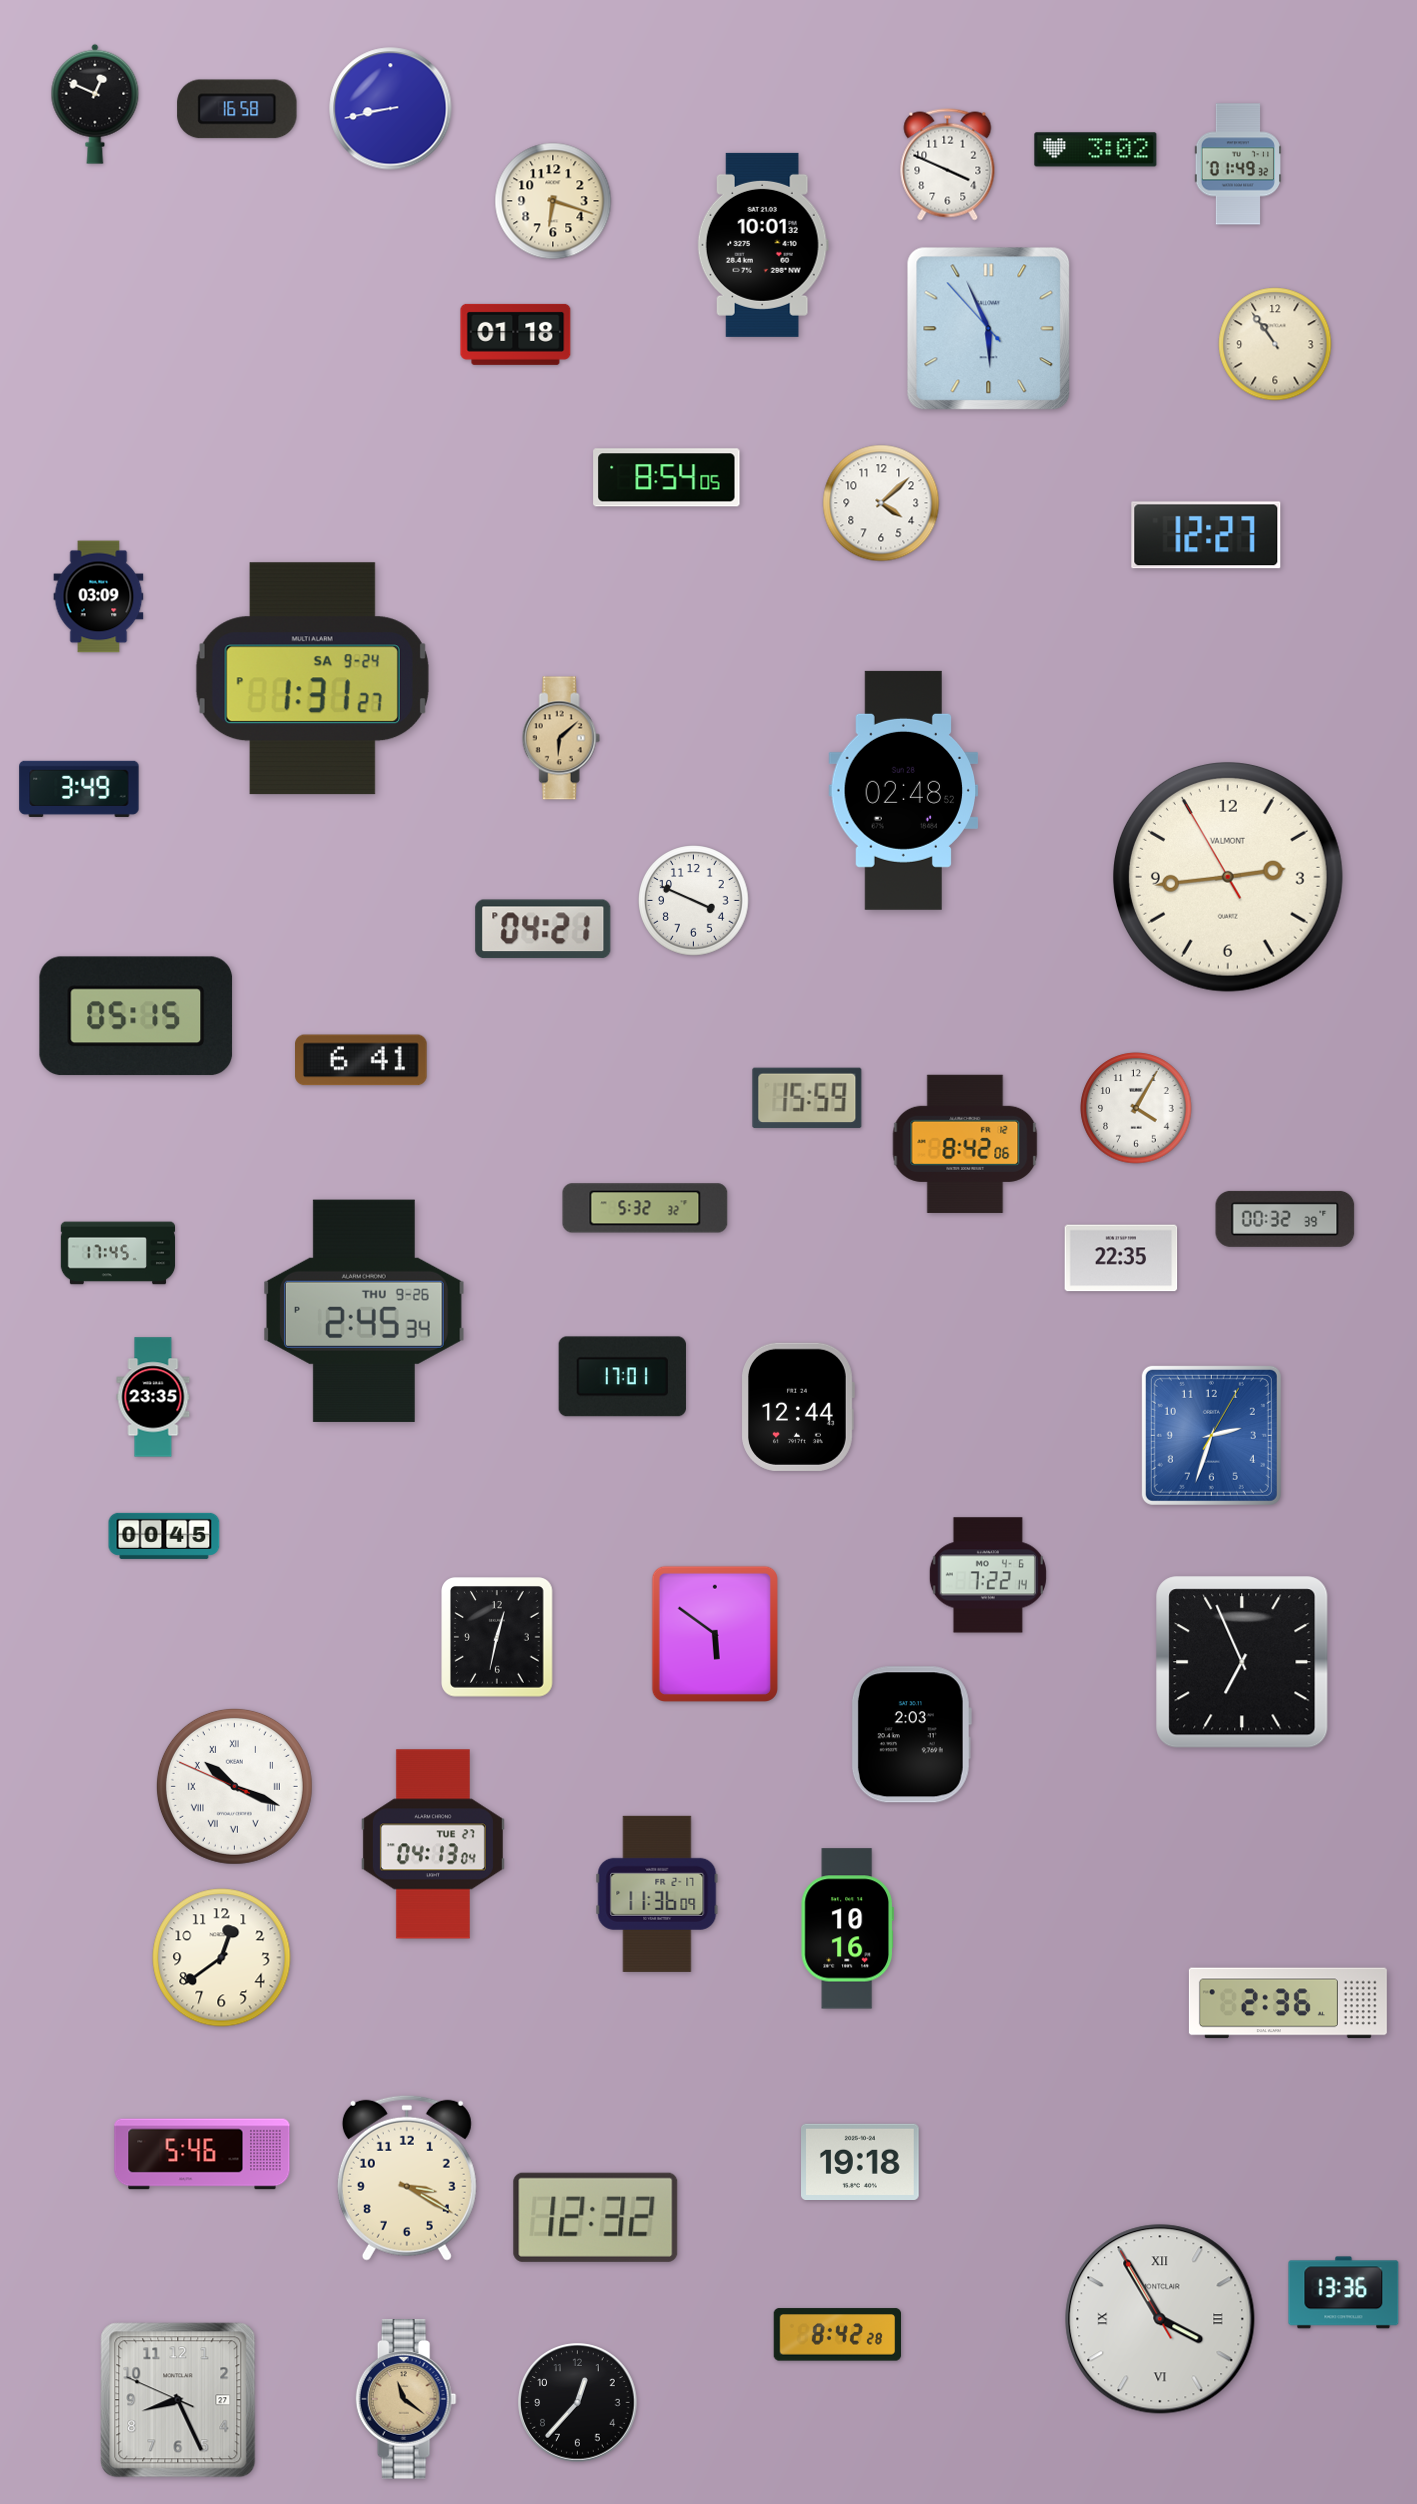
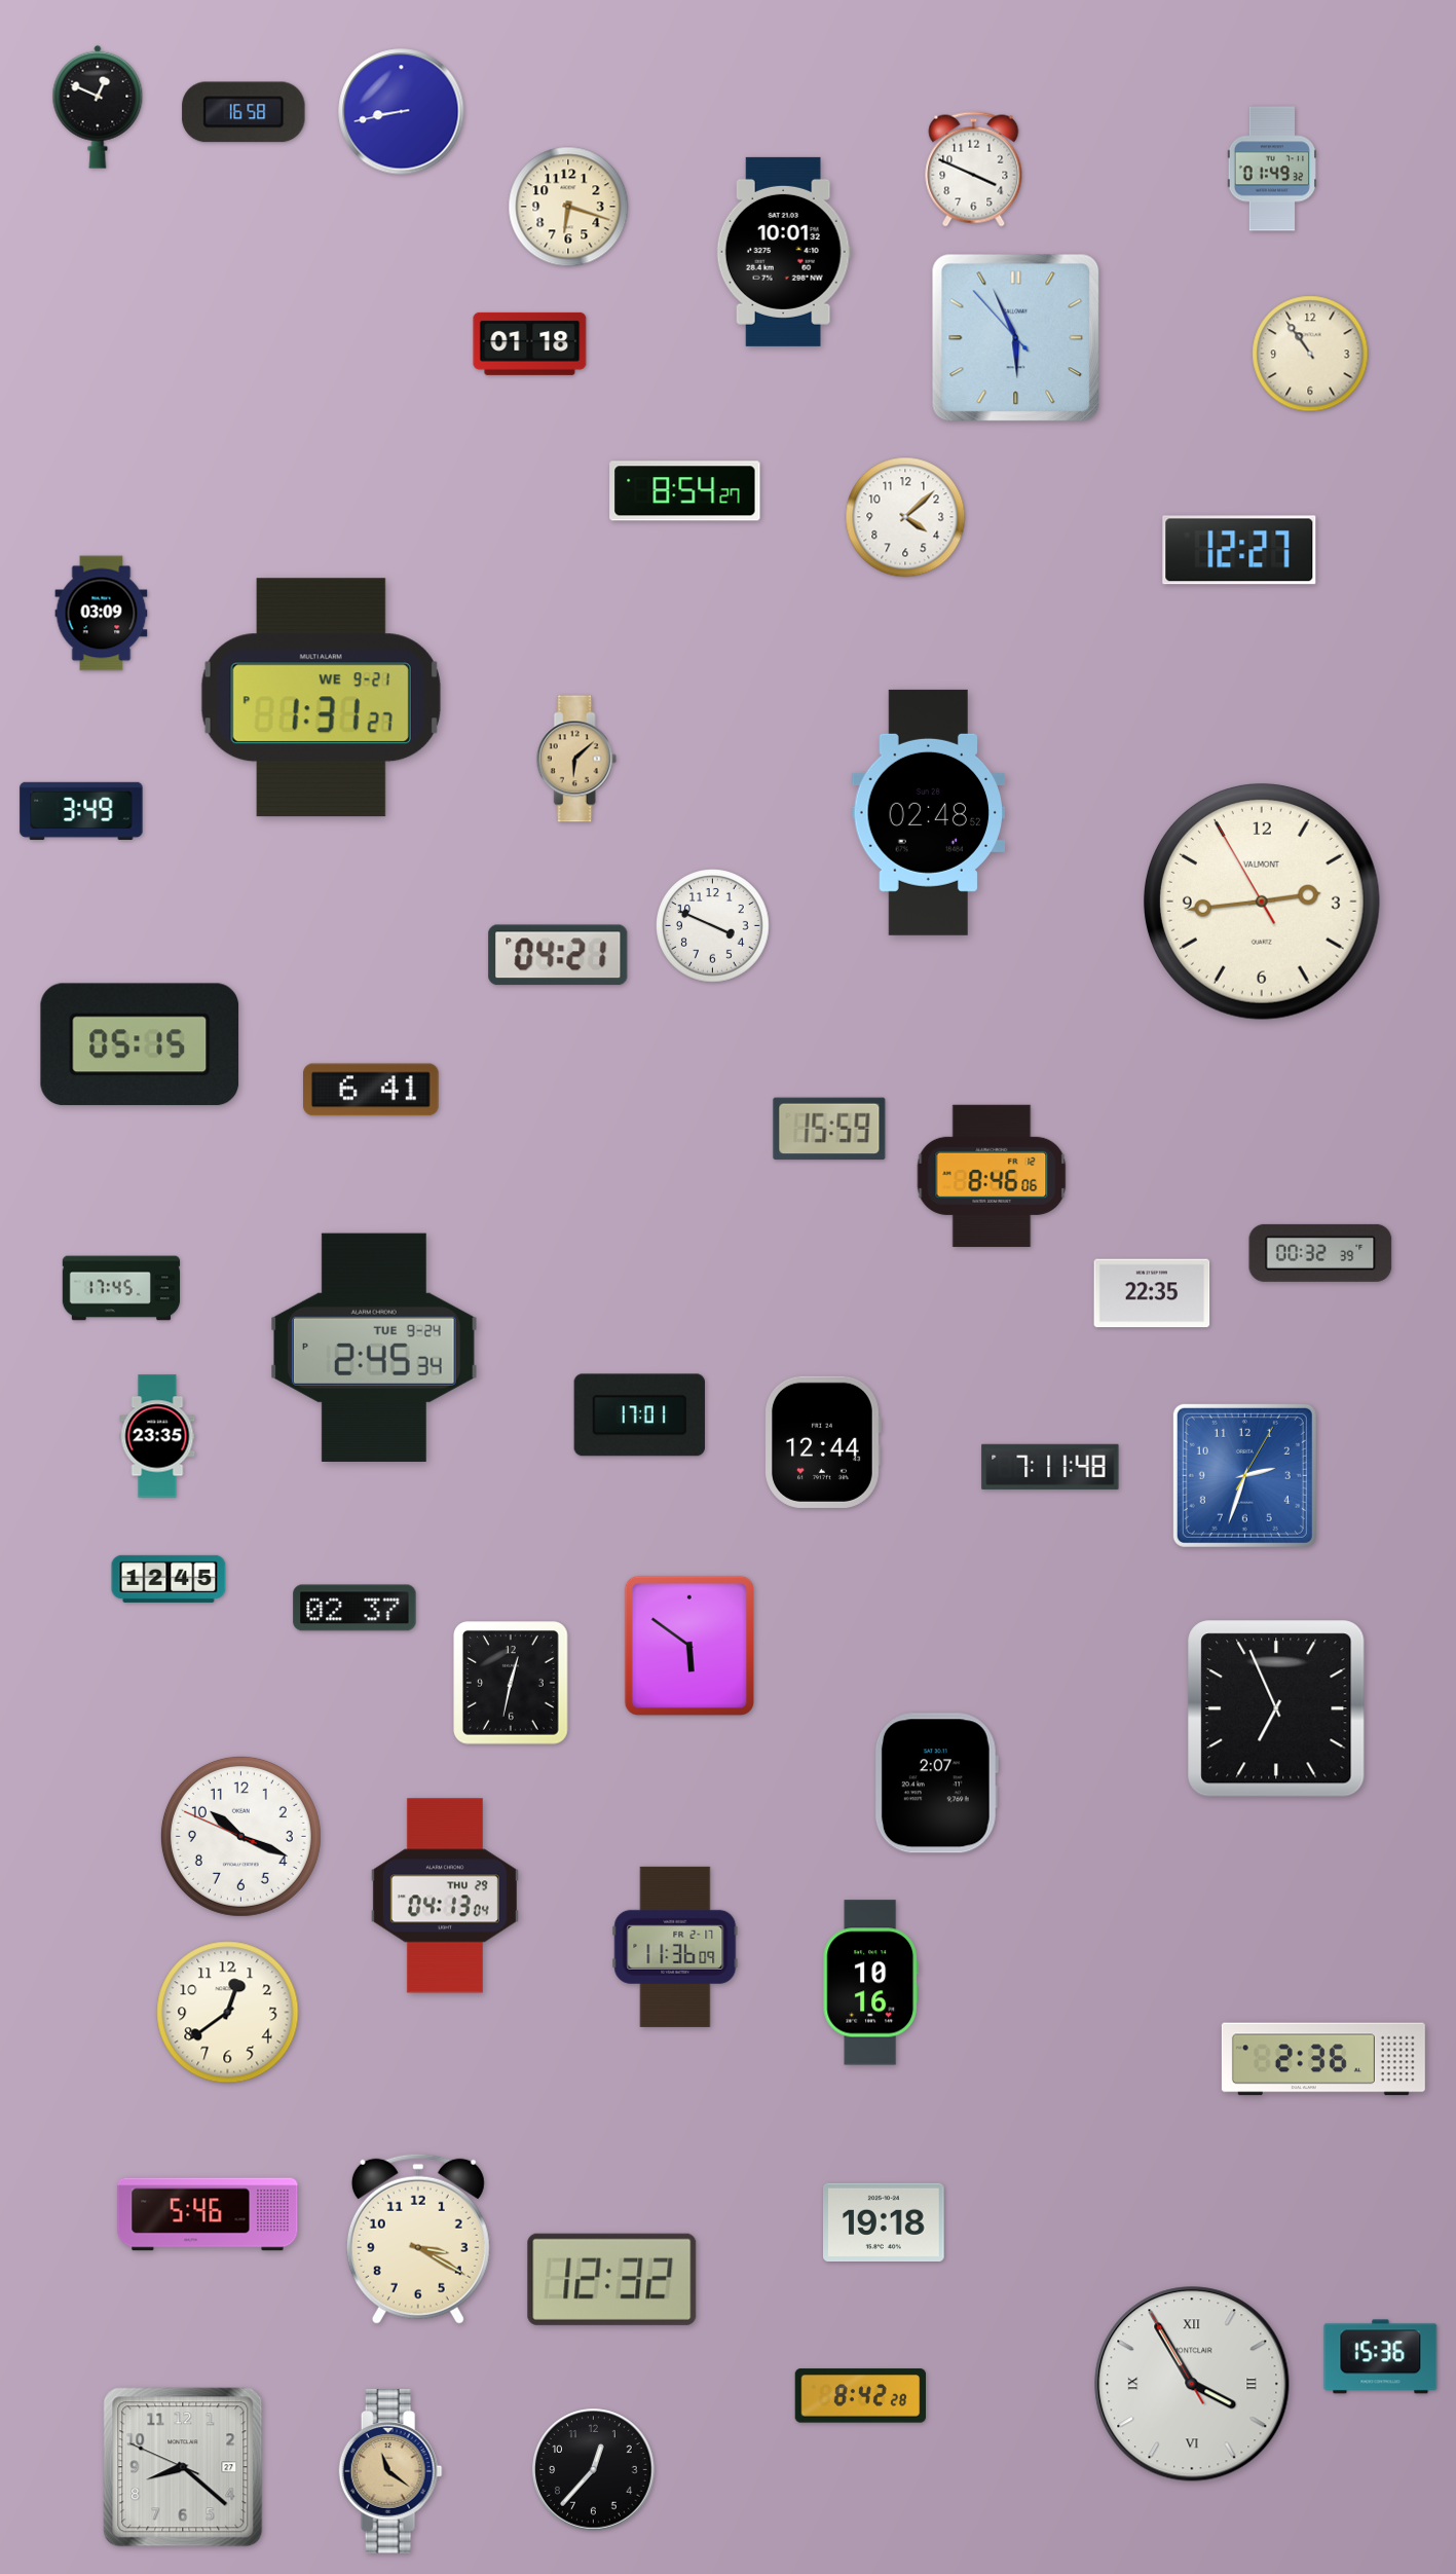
clock at (1096, 150): 3:02 -> none
clock at (667, 478): 8:54:05 -> 8:54:27
clock at (312, 679) date: SA 9-24 -> WE 9-21
clock at (1136, 1108): 4:05 -> none
clock at (965, 1144): 8:42 -> 8:46
clock at (645, 1208): 5:32 -> none
clock at (365, 1311) date: THU 9-26 -> TUE 9-24
clock at (798, 1407) position: (798, 1407) -> (823, 1442)
clock at (1050, 1467): none -> 7:11
clock at (164, 1536): 00:45 -> 12:45
clock at (354, 1608): none -> 02:37
clock at (988, 1575): 7:22 -> none
clock at (715, 1634) position: (715, 1634) -> (689, 1646)
clock at (911, 1735): 2:03 -> 2:07
clock at (234, 1786) numerals: Roman -> Arabic
clock at (433, 1844) date: TUE 27 -> THU 29
clock at (1344, 2293): 13:36 -> 15:36
clock at (837, 2335) position: (837, 2335) -> (860, 2396)
clock at (406, 2399) position: (406, 2399) -> (390, 2471)
clock at (178, 2400): 8:25 -> 8:21
